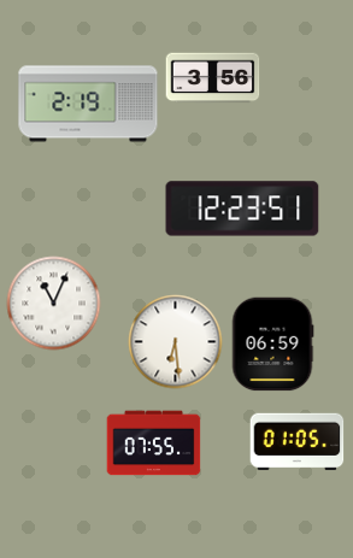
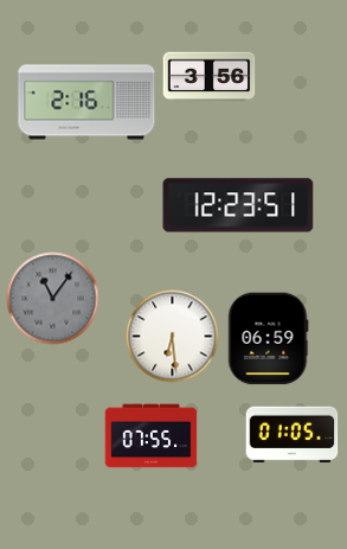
clock at (88, 104): 2:19 -> 2:16
clock at (53, 303): 11:04 -> 11:06
clock at (53, 303) dial: white -> grey
